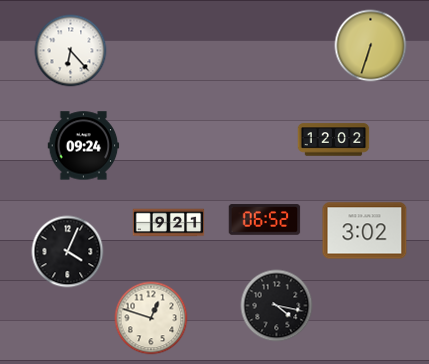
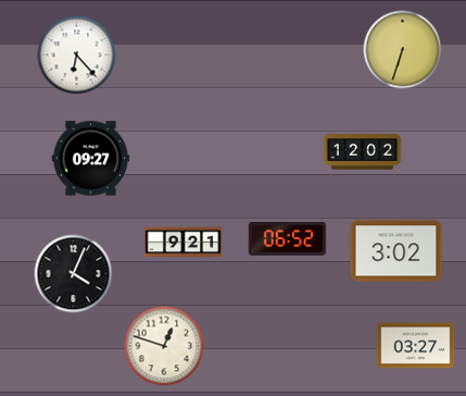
clock at (84, 146): 09:24 -> 09:27
clock at (277, 306): 4:17 -> none
clock at (416, 346): none -> 03:27
